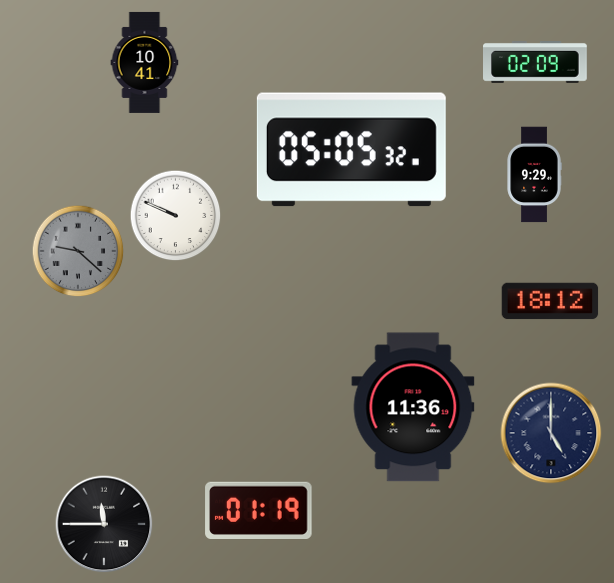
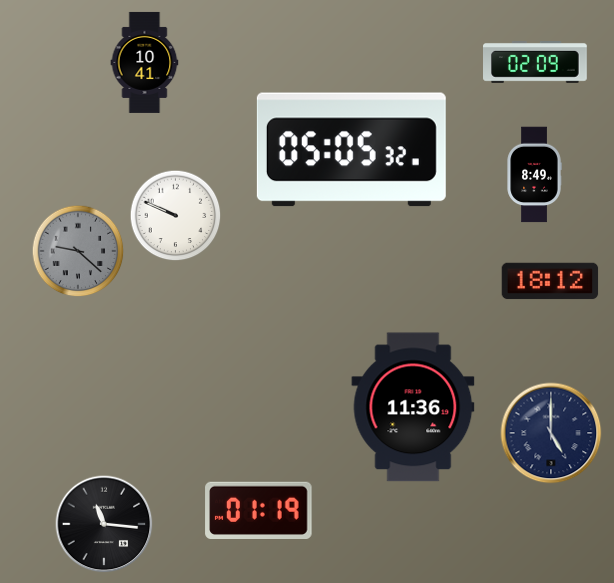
clock at (534, 175): 9:29 -> 8:49
clock at (550, 301) position: (550, 301) -> (550, 281)
clock at (104, 524): 11:45 -> 11:16
